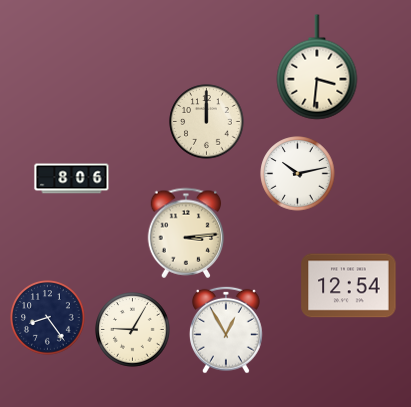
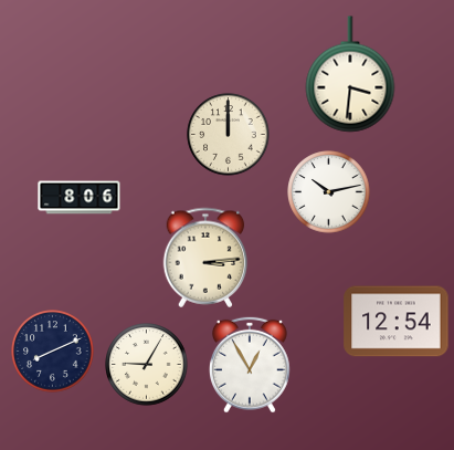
clock at (349, 286) position: (349, 286) -> (397, 322)
clock at (48, 318): 8:24 -> 8:11
